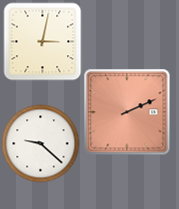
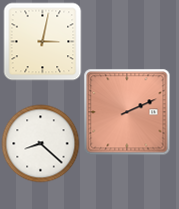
clock at (40, 143): 9:22 -> 8:22
